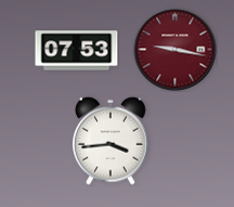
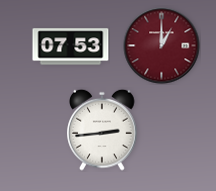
clock at (175, 50): 9:17 -> 1:00
clock at (110, 141): 3:44 -> 2:44
